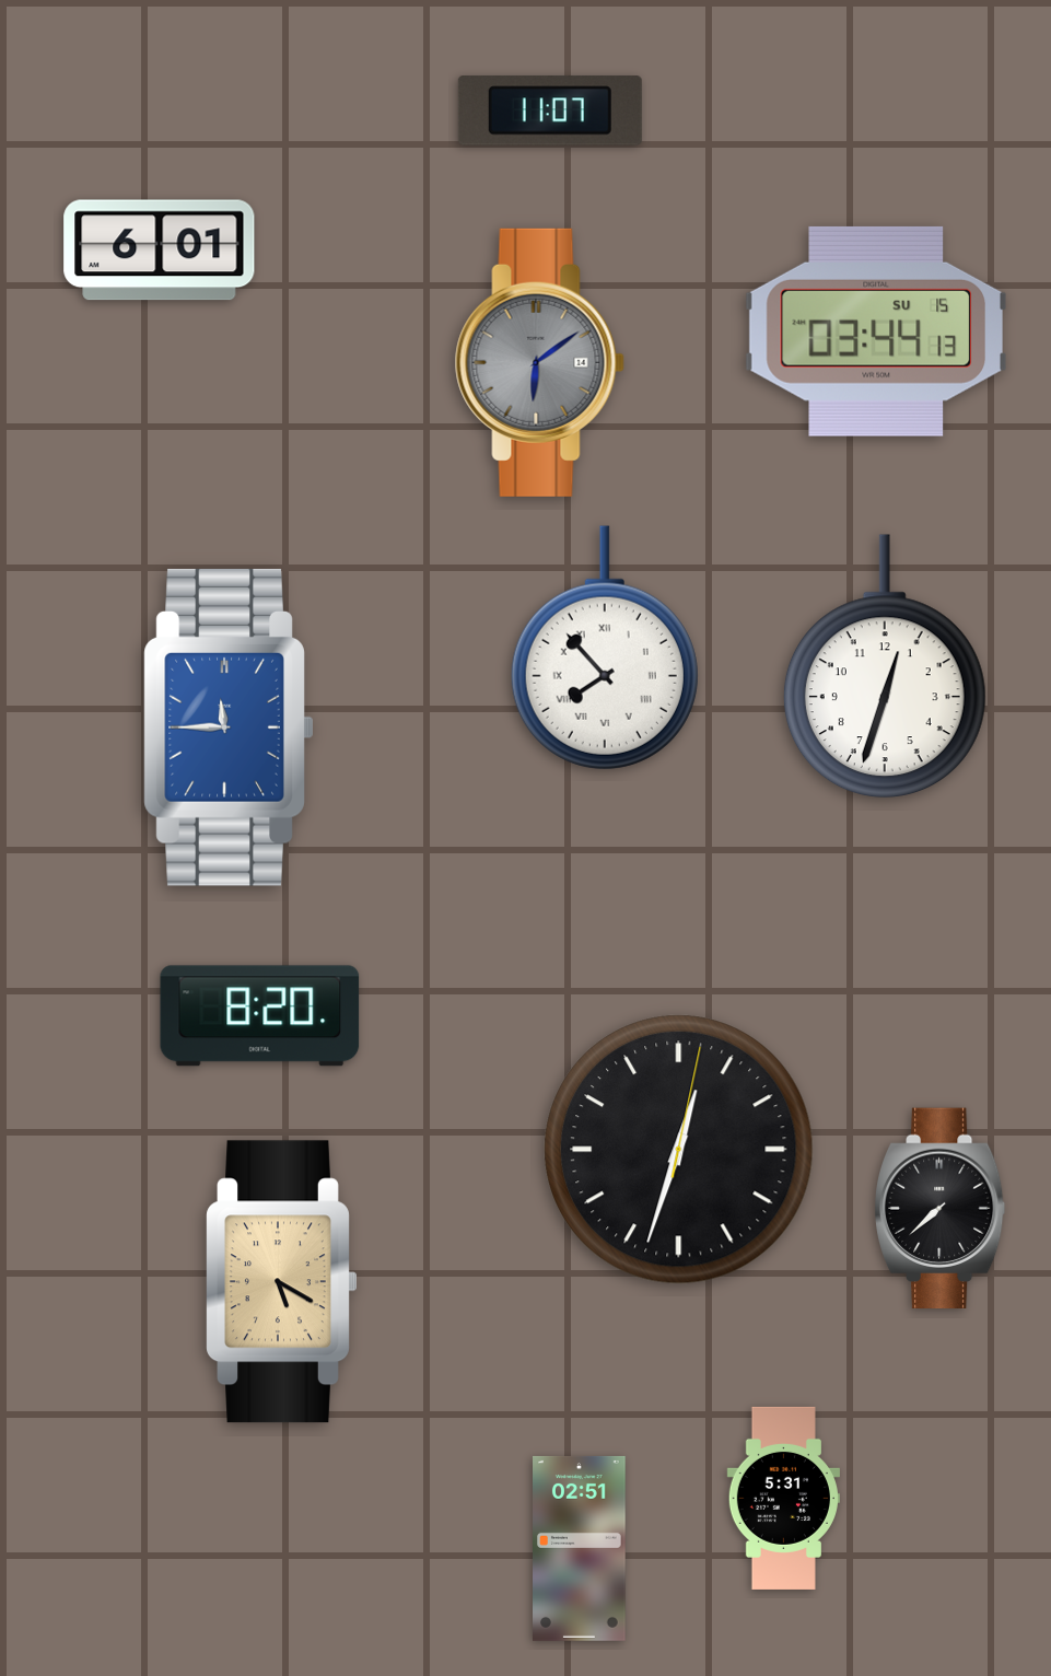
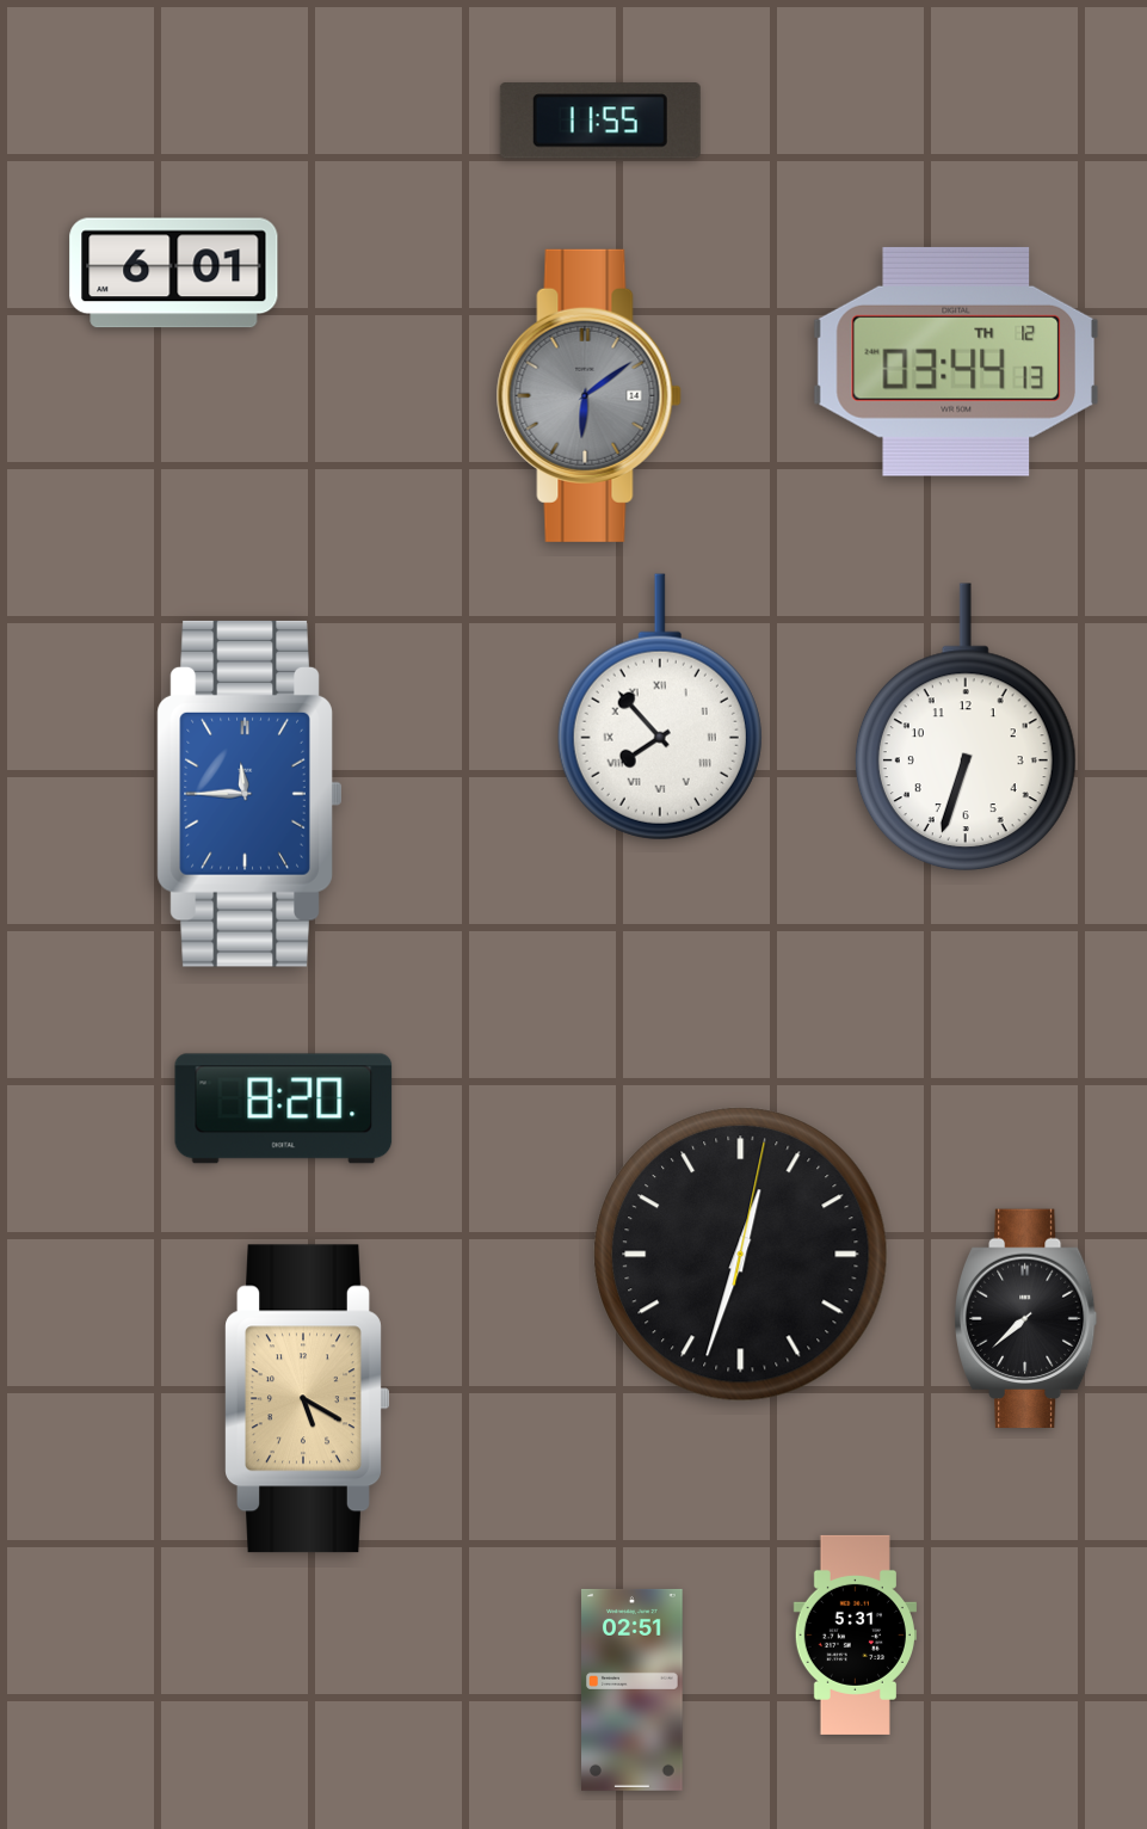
clock at (550, 110): 11:07 -> 11:55
clock at (875, 331) date: SU 15 -> TH 12
clock at (885, 666): 12:33 -> 6:33
